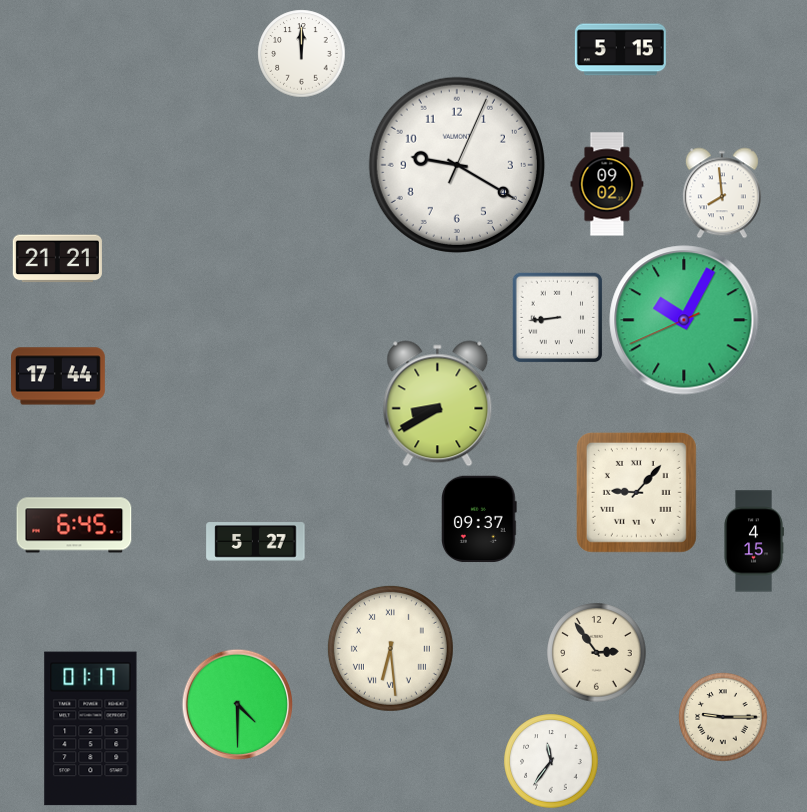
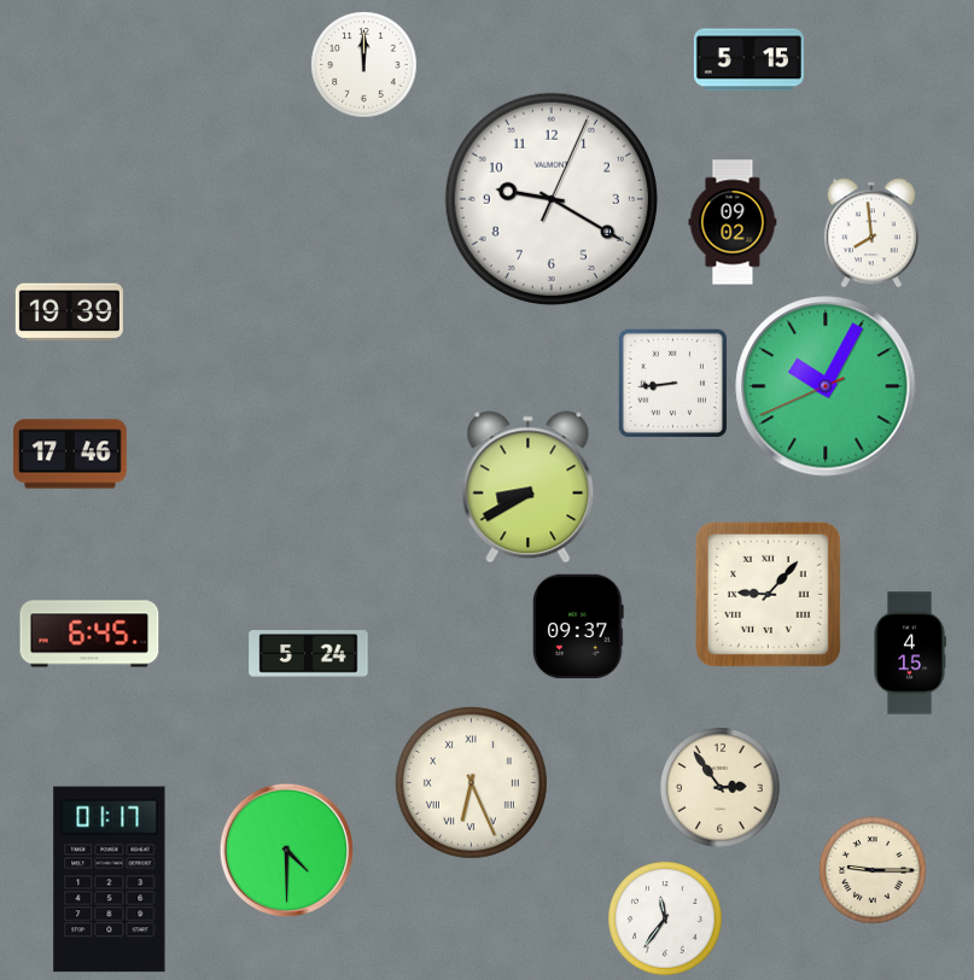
clock at (57, 259): 21:21 -> 19:39
clock at (59, 376): 17:44 -> 17:46
clock at (256, 542): 5:27 -> 5:24
clock at (390, 648): 6:29 -> 6:26
clock at (723, 717) position: (723, 717) -> (873, 870)
